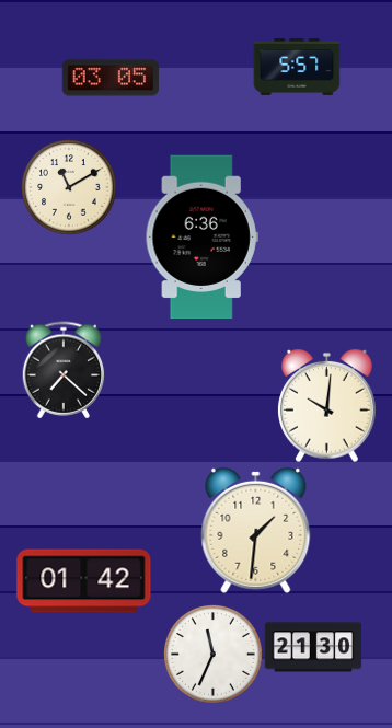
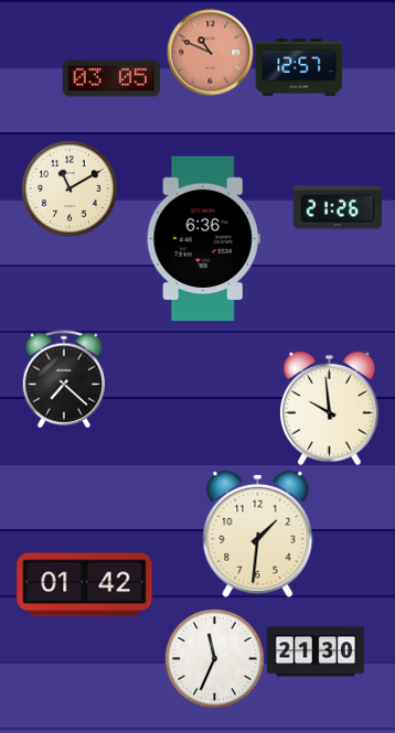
clock at (210, 52): none -> 10:49
clock at (297, 67): 5:57 -> 12:57
clock at (338, 207): none -> 21:26
clock at (64, 370) position: (64, 370) -> (64, 379)
clock at (327, 405): 10:01 -> 9:59
